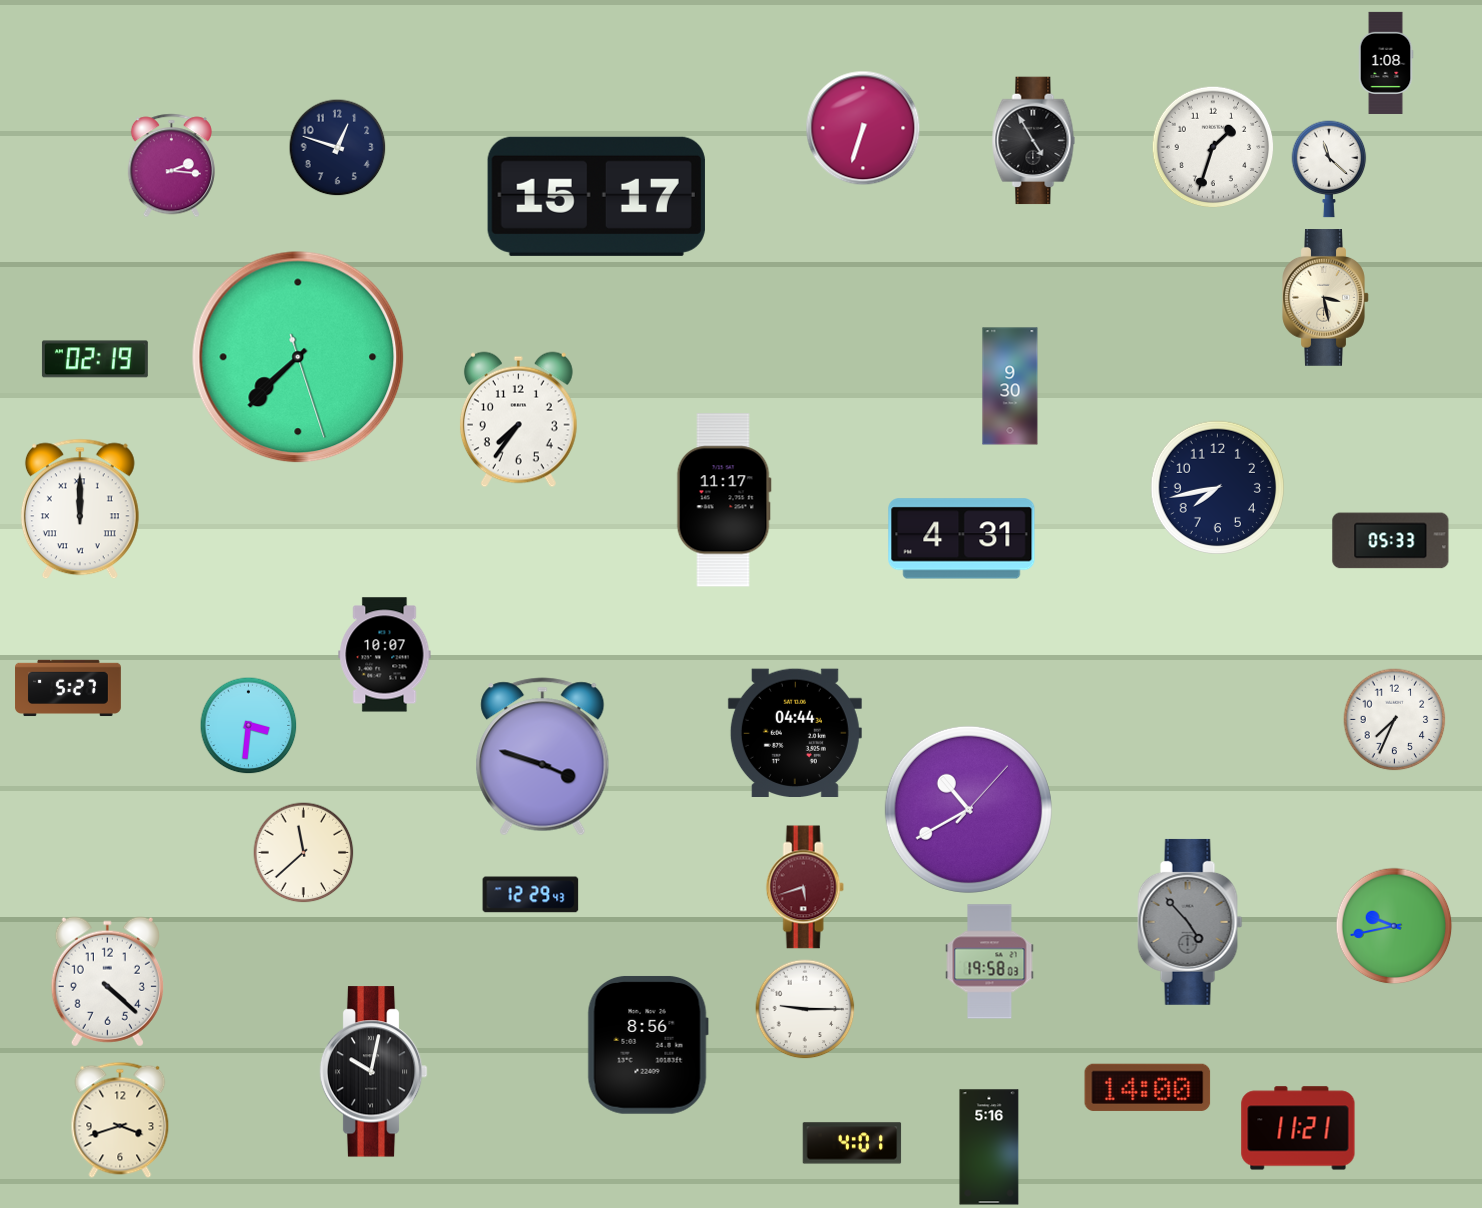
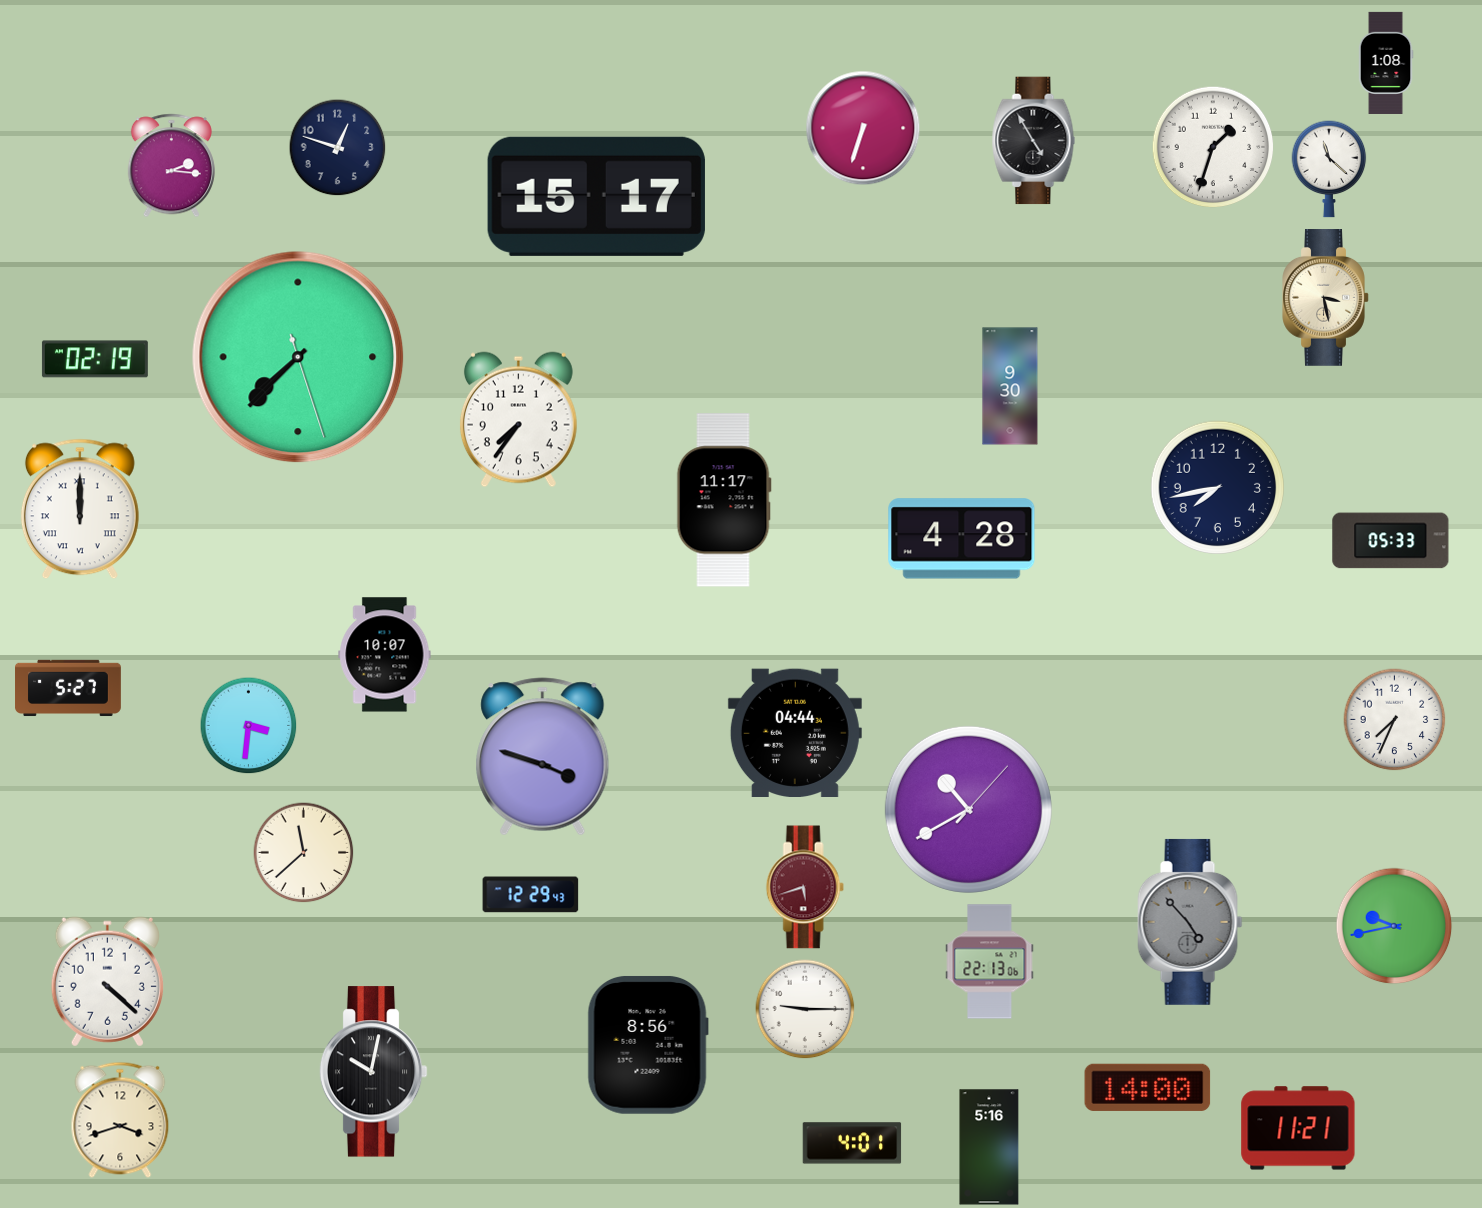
clock at (962, 539): 4:31 -> 4:28
clock at (990, 962): 19:58 -> 22:13
